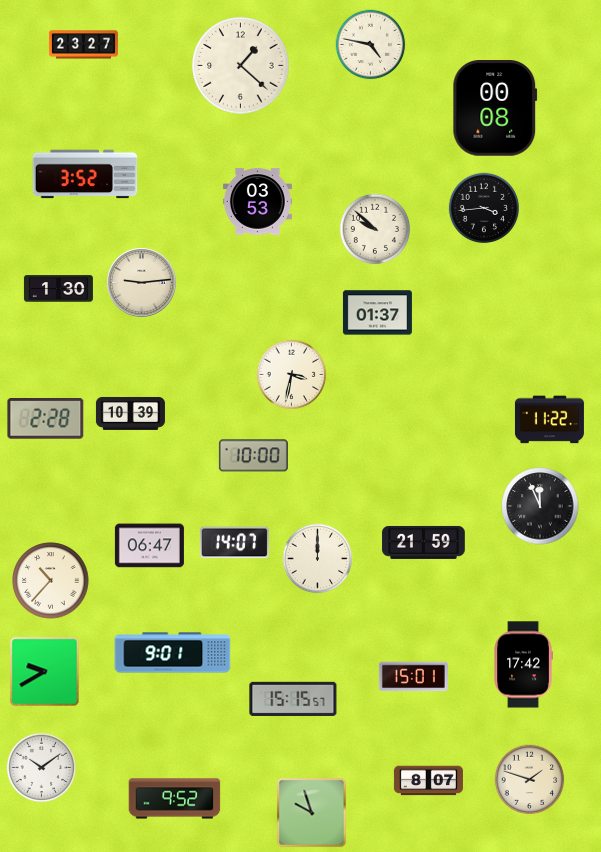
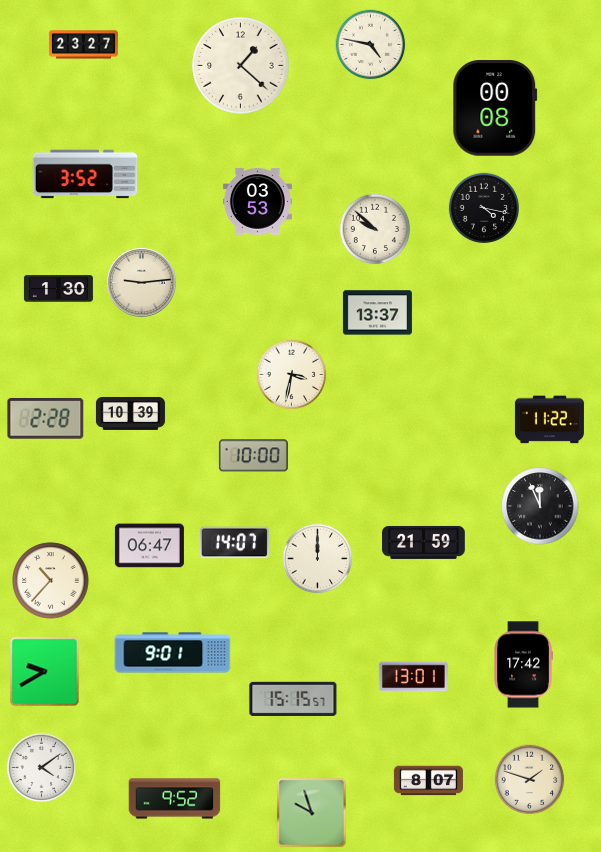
clock at (484, 208): 3:44 -> 4:17
clock at (377, 313): 01:37 -> 13:37
clock at (413, 677): 15:01 -> 13:01
clock at (42, 768): 10:09 -> 4:09
